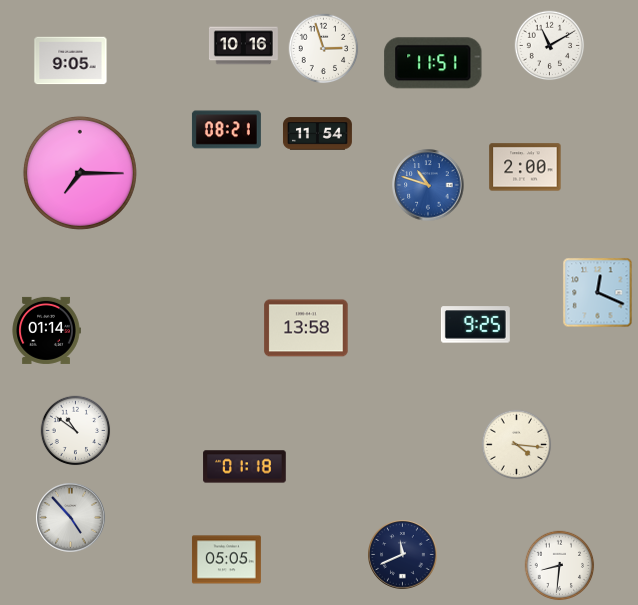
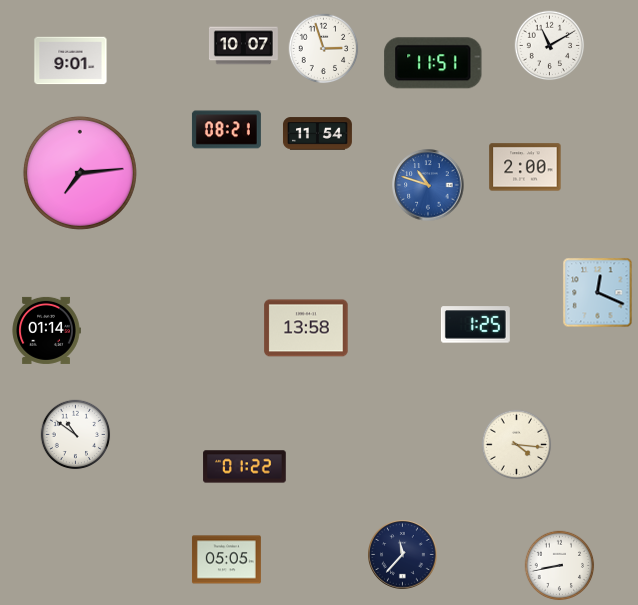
clock at (243, 46): 10:16 -> 10:07
clock at (71, 61): 9:05 -> 9:01
clock at (80, 173): 7:15 -> 7:14
clock at (475, 325): 9:25 -> 1:25
clock at (76, 431) position: (76, 431) -> (76, 435)
clock at (245, 467): 01:18 -> 01:22
clock at (71, 518): 4:53 -> none
clock at (403, 555): 11:41 -> 11:37
clock at (560, 566): 8:31 -> 8:43
